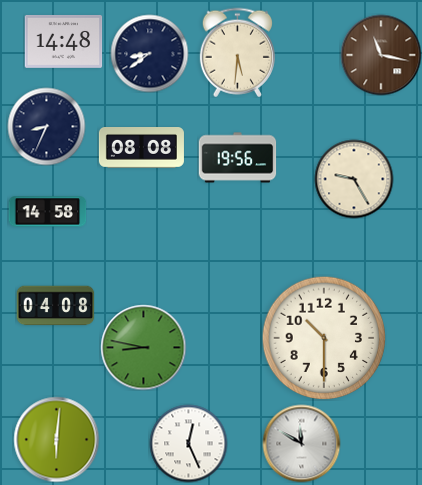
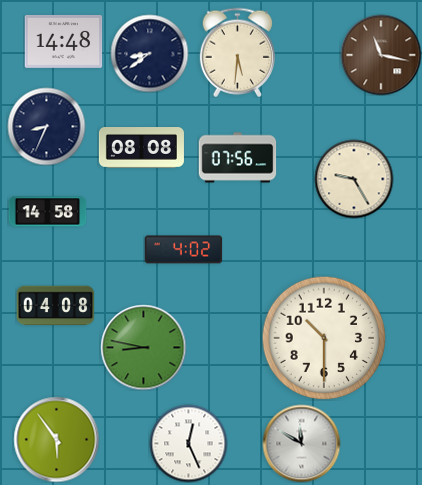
clock at (237, 158): 19:56 -> 07:56
clock at (183, 250): none -> 4:02
clock at (56, 439): 6:01 -> 5:54
